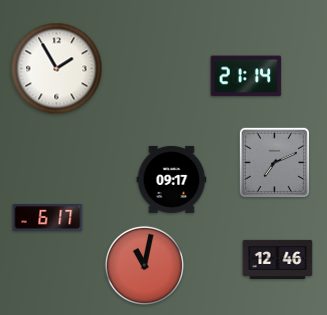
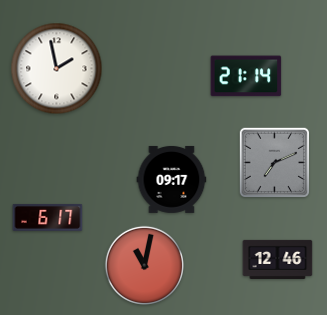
clock at (57, 69): 1:55 -> 1:58
